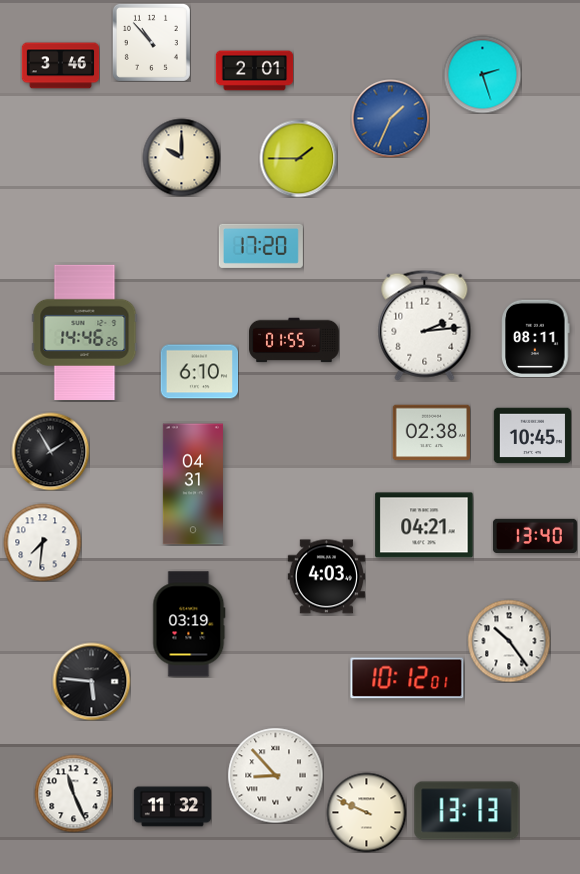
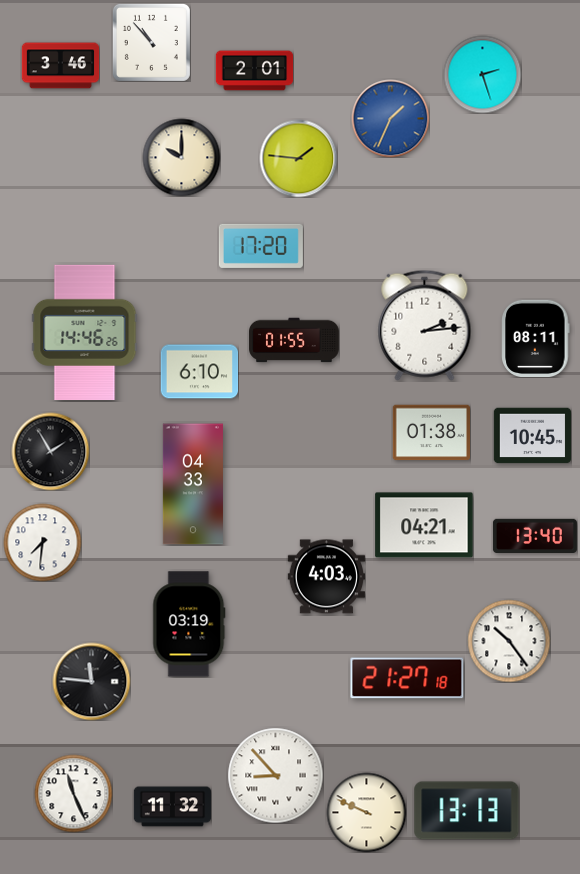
clock at (298, 158): 1:45 -> 1:46
clock at (431, 433): 02:38 -> 01:38
clock at (193, 484): 04:31 -> 04:33
clock at (407, 678): 10:12 -> 21:27
clock at (91, 681): 5:46 -> 11:46
